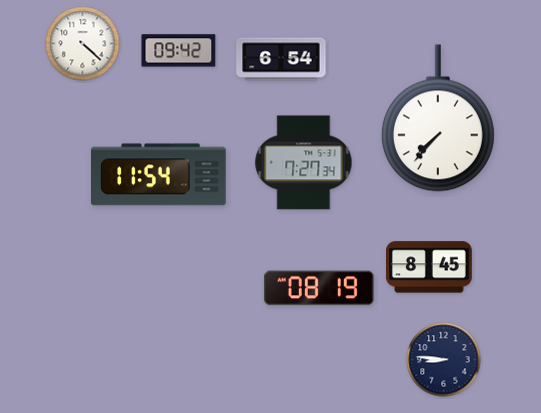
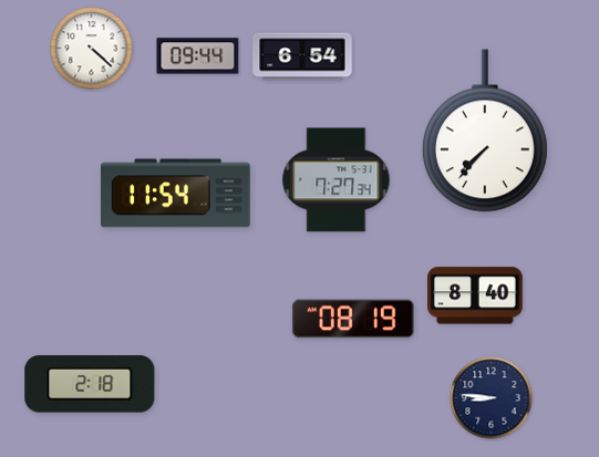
clock at (179, 51): 09:42 -> 09:44
clock at (281, 59) position: (281, 59) -> (302, 56)
clock at (430, 267): 8:45 -> 8:40
clock at (90, 384): none -> 2:18
